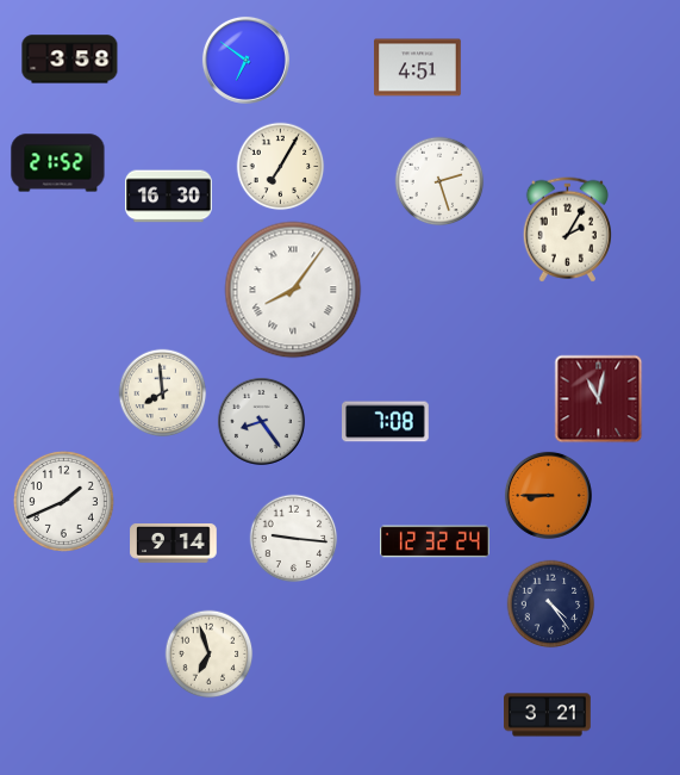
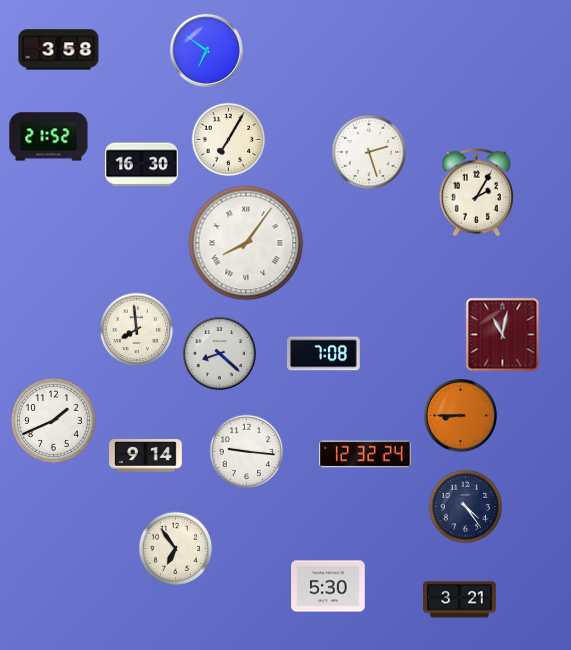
clock at (418, 68): 4:51 -> none
clock at (281, 167) position: (281, 167) -> (229, 140)
clock at (261, 421): 8:24 -> 8:22
clock at (551, 604) position: (551, 604) -> (466, 507)
clock at (210, 655): 6:57 -> 6:54
clock at (328, 586): none -> 5:30
